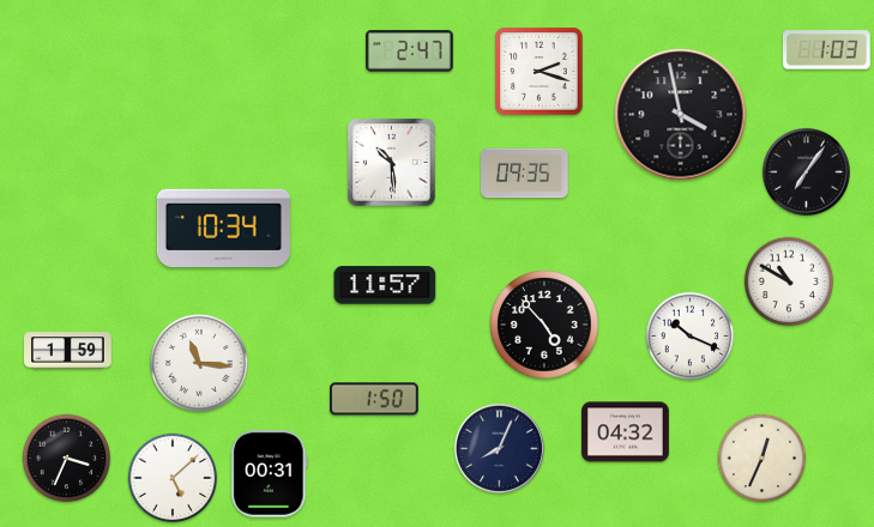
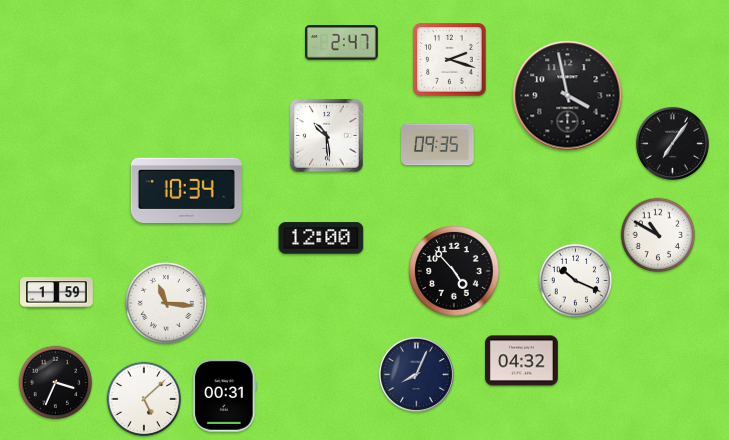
clock at (826, 50): 1:03 -> none
clock at (385, 285): 11:57 -> 12:00
clock at (374, 399): 1:50 -> none
clock at (763, 459): 12:34 -> none
